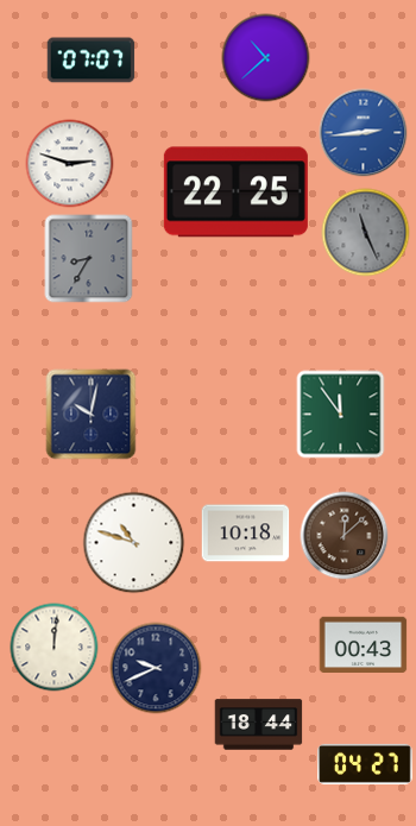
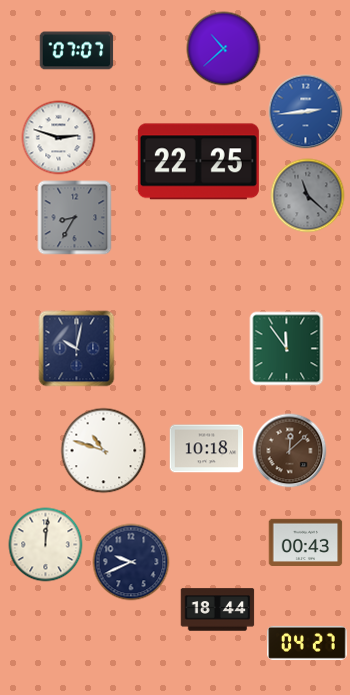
clock at (366, 233): 11:26 -> 11:22
clock at (134, 543) position: (134, 543) -> (104, 451)
